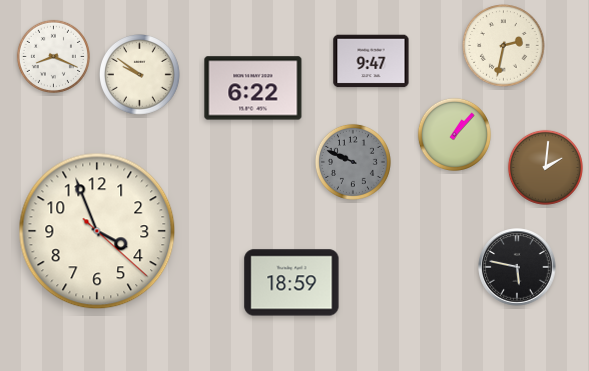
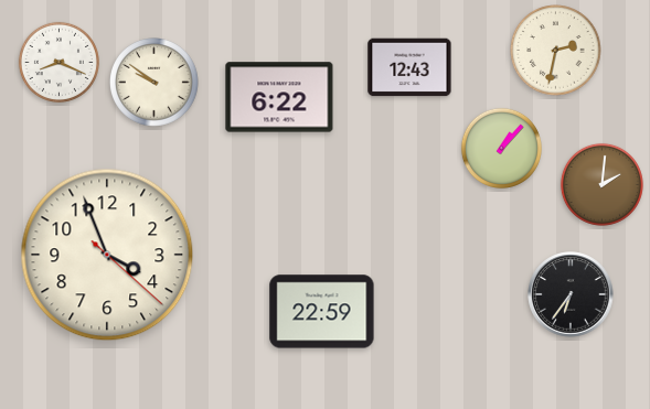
clock at (371, 61): 9:47 -> 12:43
clock at (353, 162): 9:49 -> none
clock at (517, 267): 5:47 -> 6:36
clock at (292, 283): 18:59 -> 22:59
